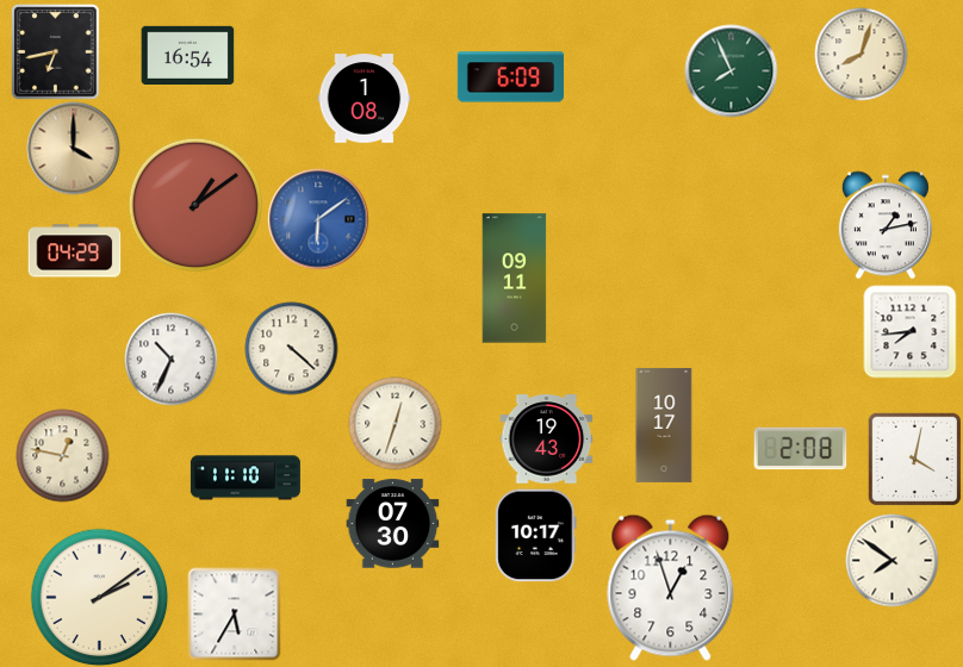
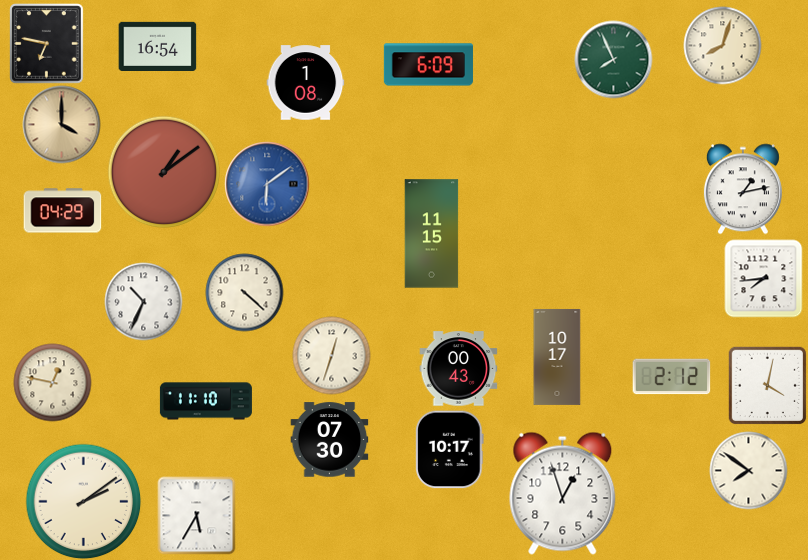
clock at (56, 51): 6:43 -> 6:47
clock at (515, 279): 09:11 -> 11:15
clock at (546, 440): 19:43 -> 00:43
clock at (800, 449): 2:08 -> 2:12
